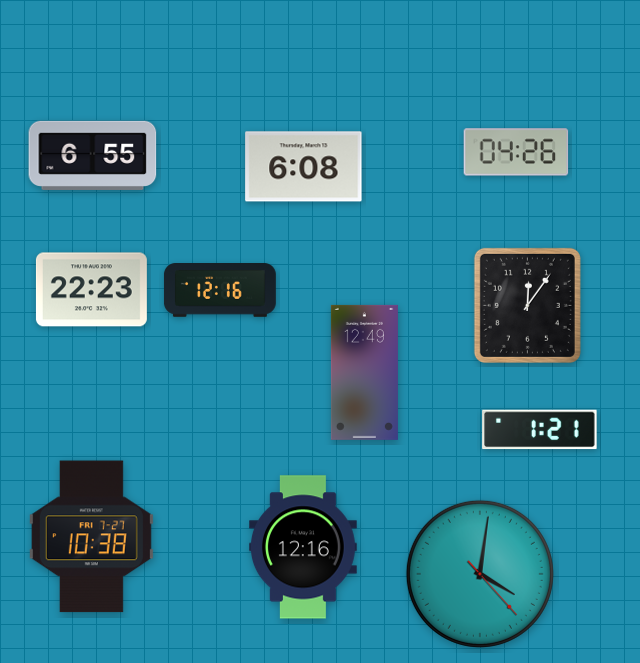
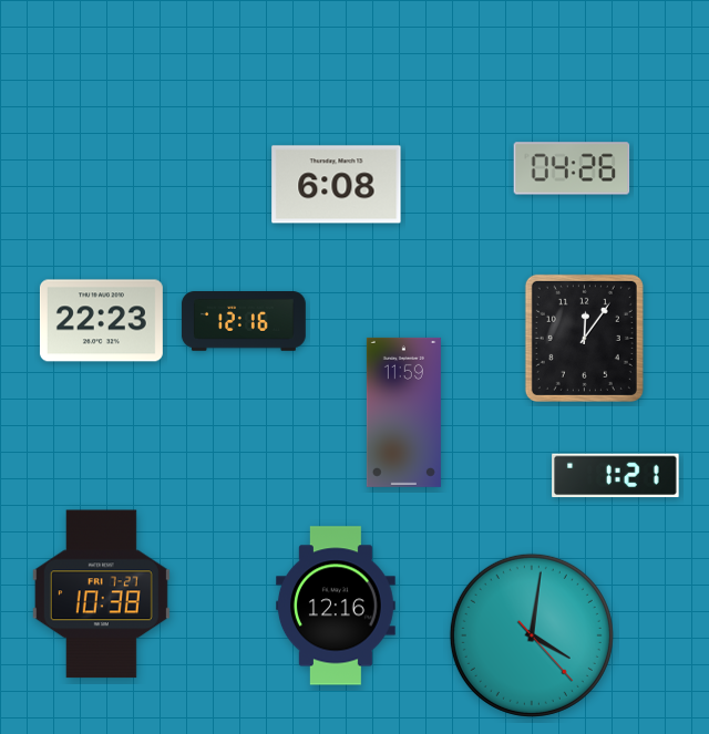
clock at (93, 155): 6:55 -> none
clock at (364, 372): 12:49 -> 11:59
clock at (540, 430) position: (540, 430) -> (616, 476)
